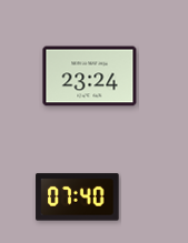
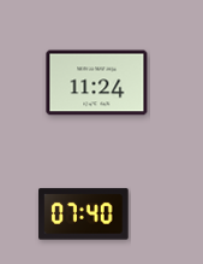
clock at (90, 77): 23:24 -> 11:24
